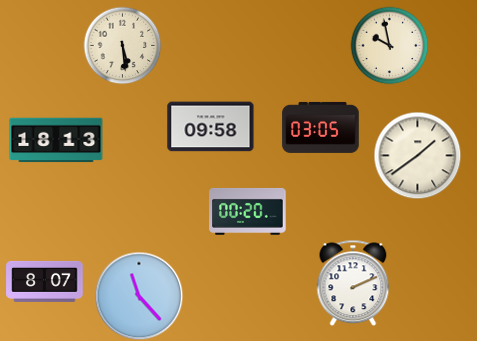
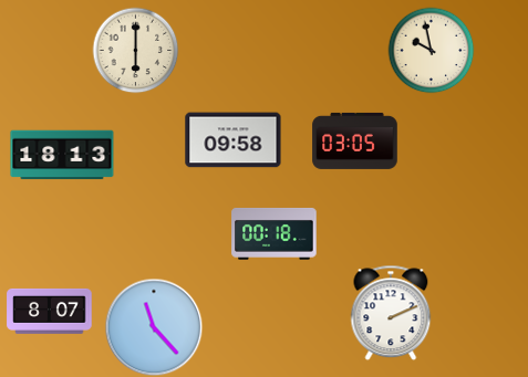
clock at (122, 45): 5:29 -> 6:00
clock at (417, 155): 1:39 -> none
clock at (248, 212): 00:20 -> 00:18
